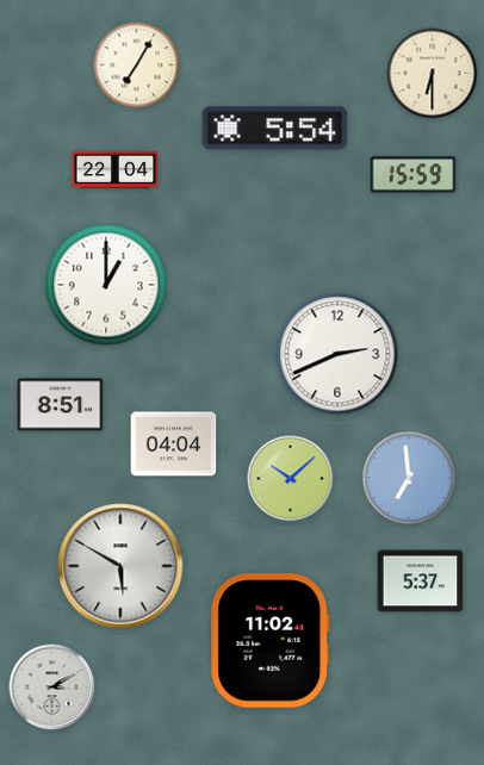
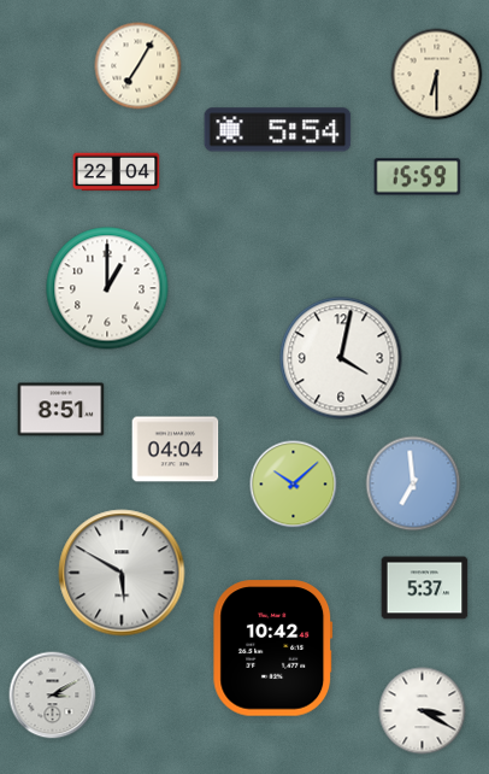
clock at (337, 354): 2:41 -> 4:02
clock at (271, 641): 11:02 -> 10:42
clock at (423, 711): none -> 3:20
